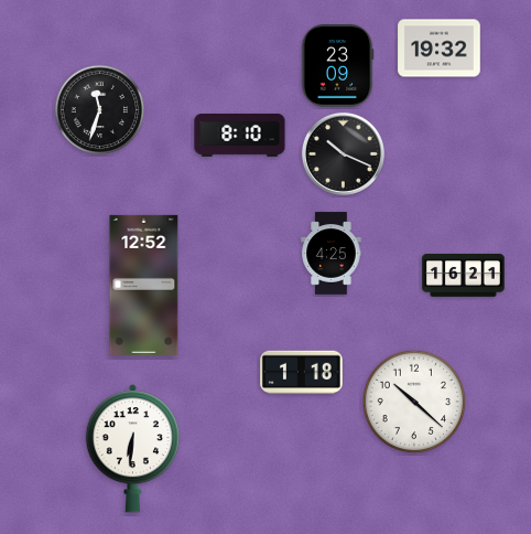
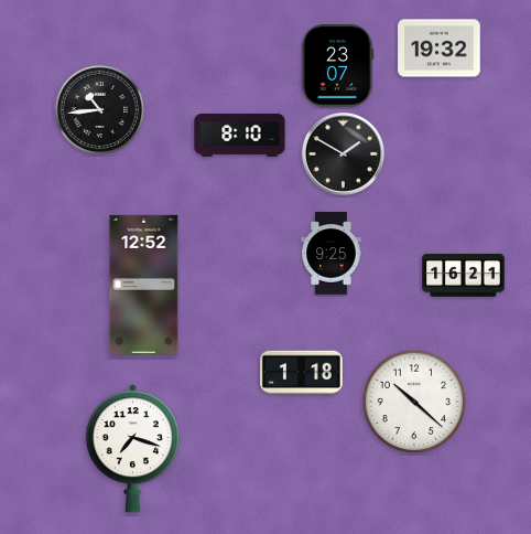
clock at (337, 66): 23:09 -> 23:07
clock at (100, 110): 11:33 -> 10:44
clock at (343, 153): 10:19 -> 1:50
clock at (332, 254): 4:25 -> 9:25
clock at (132, 449): 6:31 -> 7:18
